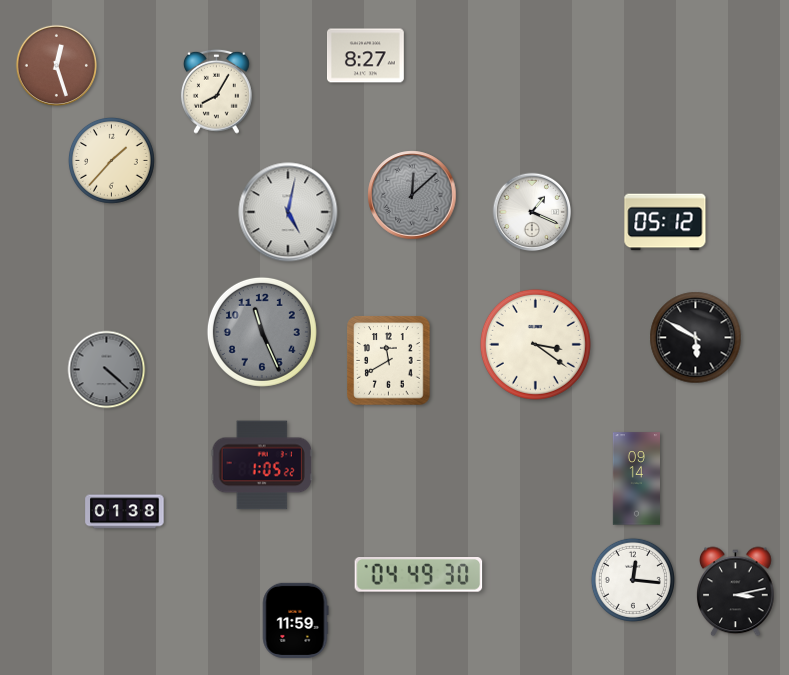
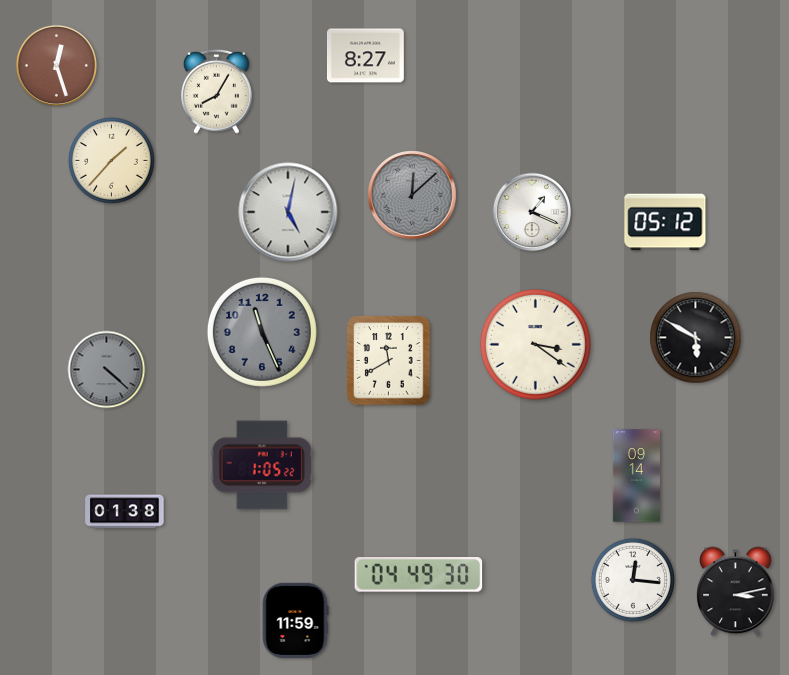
clock at (636, 479) position: (636, 479) -> (636, 476)
